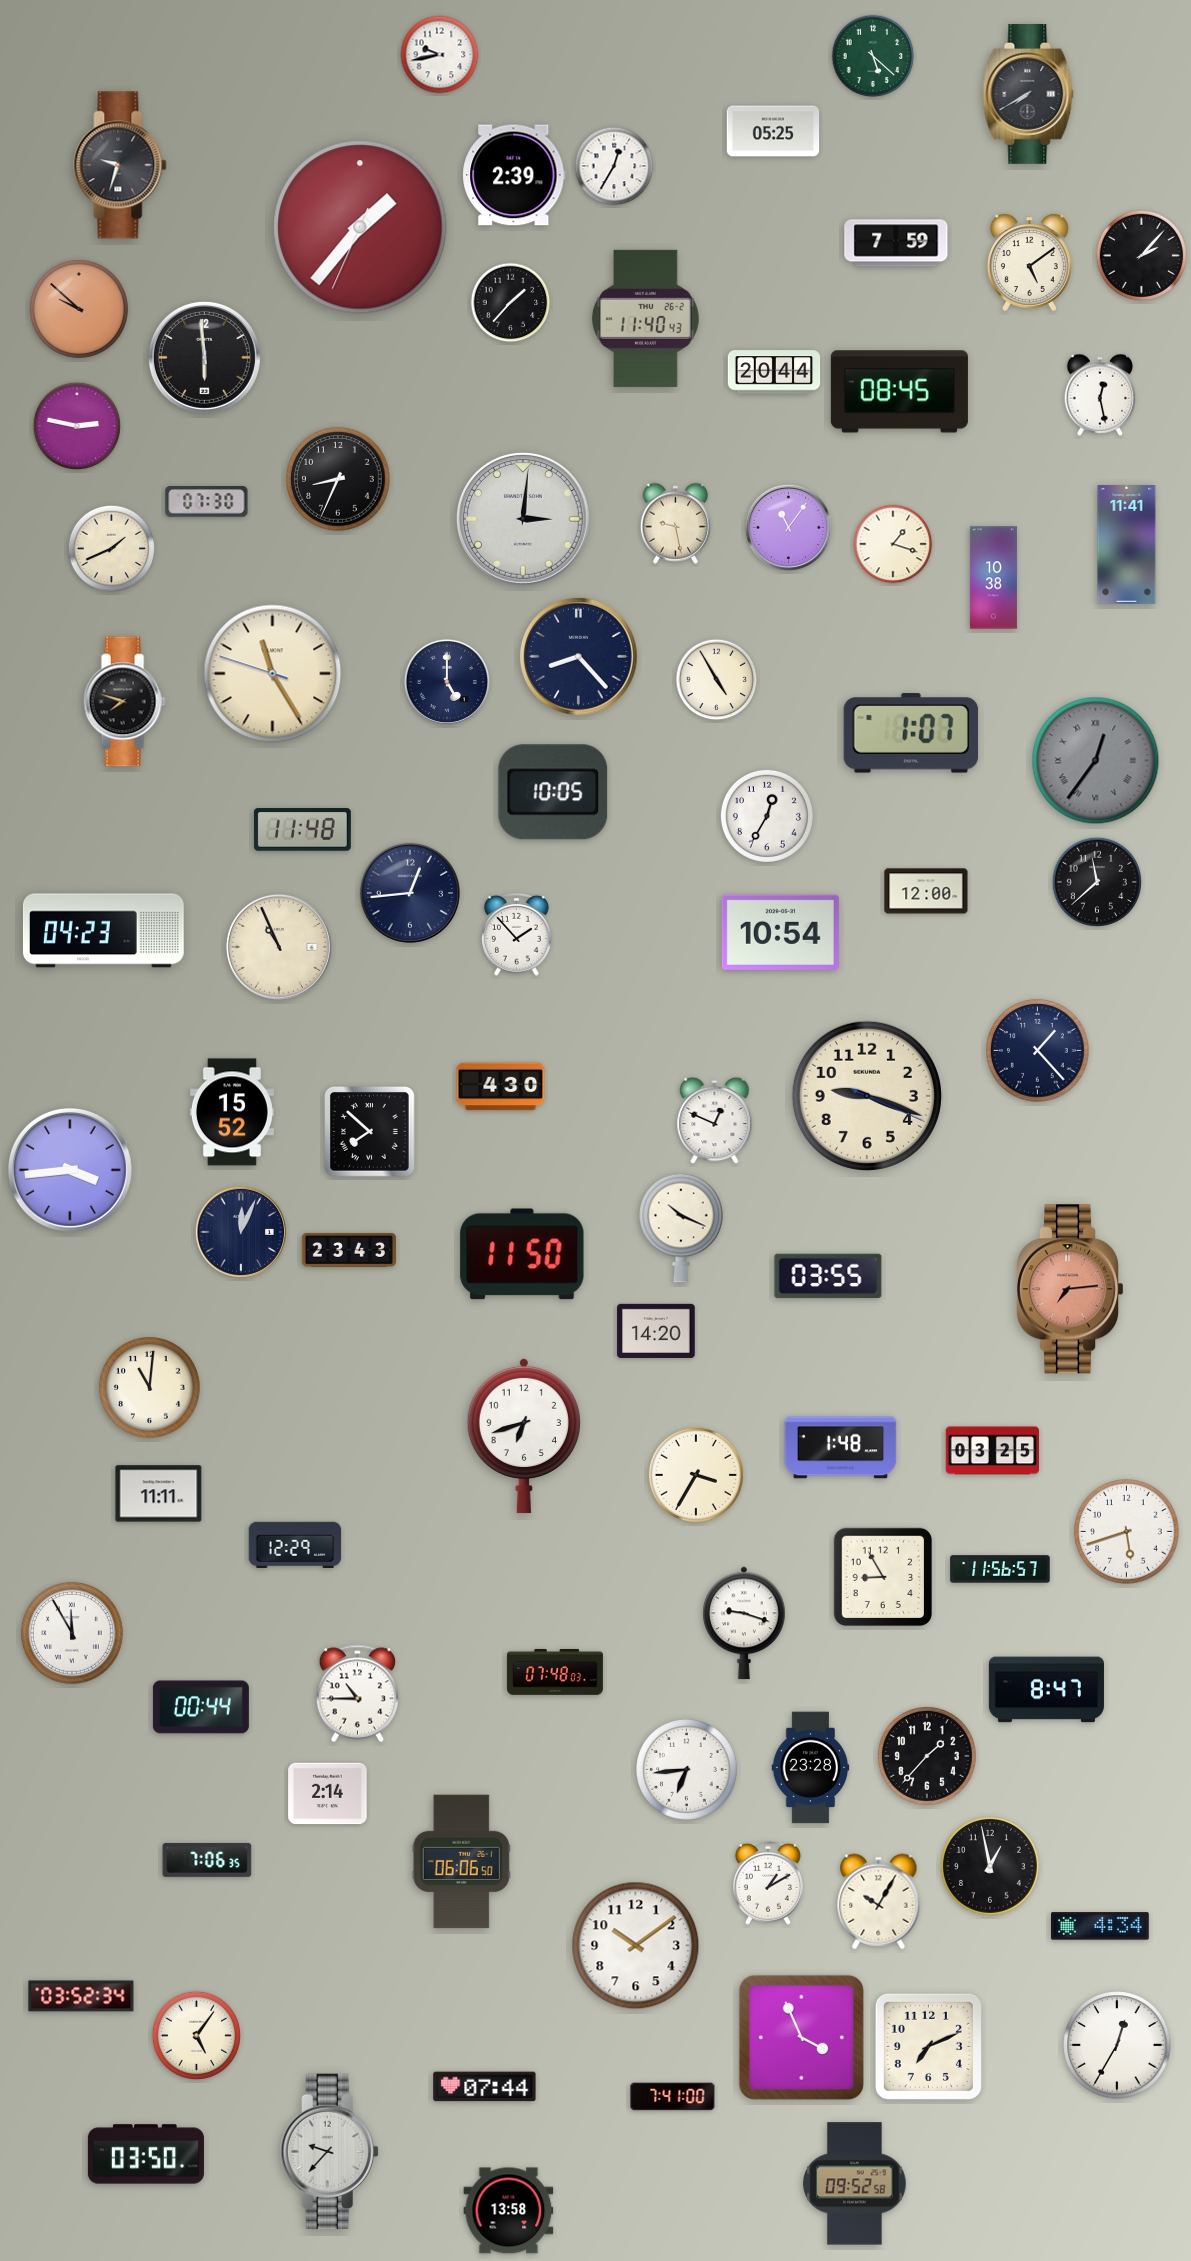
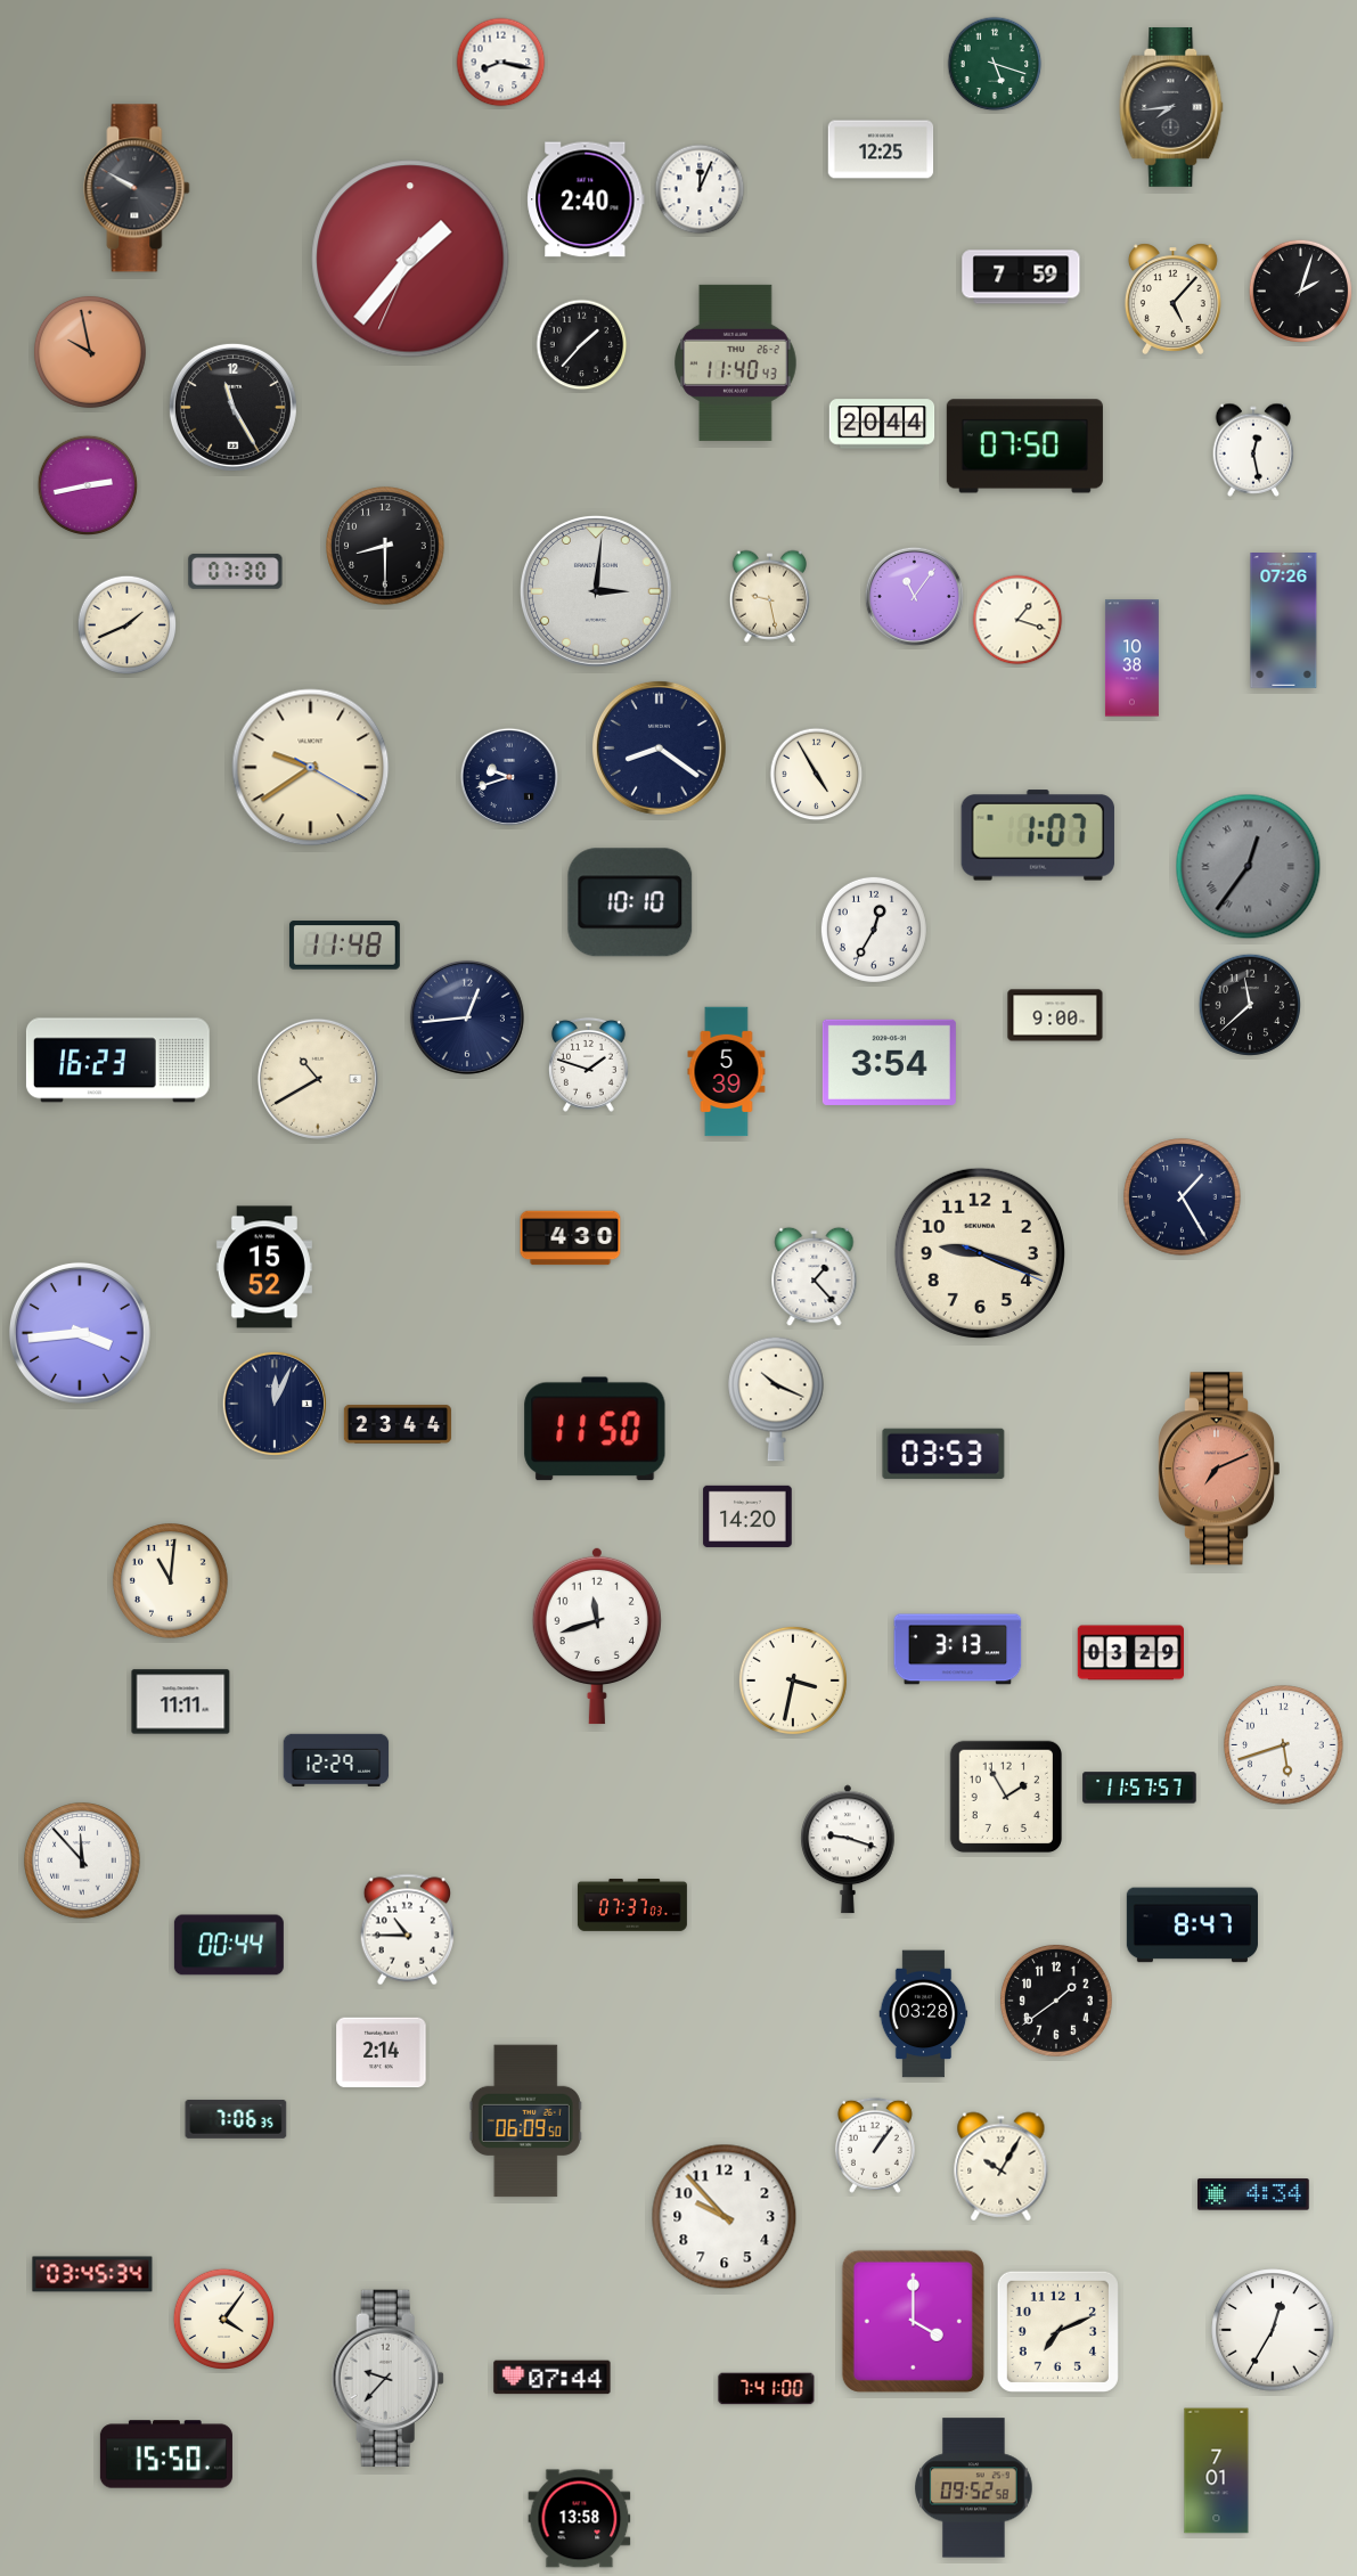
clock at (440, 55): 9:43 -> 8:17
clock at (873, 56): 5:22 -> 5:18
clock at (1028, 94): 7:40 -> 7:44
clock at (773, 131): 05:25 -> 12:25
clock at (120, 165): 9:33 -> 9:50
clock at (614, 166): 12:35 -> 12:04
clock at (514, 175): 2:39 -> 2:40
clock at (1141, 255): 2:07 -> 2:03
clock at (1029, 262): 5:09 -> 5:07
clock at (79, 309): 9:52 -> 9:58
clock at (204, 357): 5:59 -> 11:25
clock at (899, 392): 08:45 -> 07:50
clock at (76, 425): 2:47 -> 2:43
clock at (338, 479): 8:34 -> 8:30
clock at (788, 527) position: (788, 527) -> (914, 596)
clock at (1127, 545): 11:41 -> 07:26
clock at (578, 656): 8:23 -> 8:21
clock at (273, 674): 11:24 -> 9:39
clock at (446, 681): 5:00 -> 9:42
clock at (124, 702): 7:48 -> none
clock at (553, 792): 10:05 -> 10:10
clock at (926, 891): 12:00 -> 9:00
clock at (103, 931): 04:23 -> 16:23
clock at (780, 932): 10:54 -> 3:54
clock at (517, 934): 1:53 -> 1:48
clock at (727, 1072): none -> 5:39
clock at (279, 947): 10:56 -> 10:40
clock at (1038, 1051): 1:23 -> 1:25
clock at (867, 1096) position: (867, 1096) -> (980, 1253)
clock at (715, 1121): 12:49 -> 1:23
clock at (369, 1131): 7:52 -> none
clock at (349, 1250): 23:43 -> 23:44
clock at (828, 1276): 03:55 -> 03:53
clock at (1071, 1289): 7:14 -> 7:11
clock at (524, 1436): 6:42 -> 11:42
clock at (841, 1448): 1:48 -> 3:13
clock at (992, 1451): 03:25 -> 03:29
clock at (696, 1475): 3:35 -> 3:32
clock at (1000, 1569): 11:56 -> 11:57
clock at (883, 1577): 8:55 -> 1:55
clock at (72, 1633): 11:55 -> 11:53
clock at (555, 1672): 07:48 -> 07:37
clock at (927, 1756): 1:37 -> 1:39
clock at (811, 1768): 23:28 -> 03:28
clock at (687, 1770): 6:44 -> none
clock at (328, 1794) position: (328, 1794) -> (382, 2053)
clock at (461, 1862): 06:06 -> 06:09
clock at (990, 1866): 12:58 -> none
clock at (768, 1883): 1:10 -> 1:06
clock at (636, 1946): 10:09 -> 9:53
clock at (81, 1996): 03:52 -> 03:45
clock at (196, 2035): 5:06 -> 4:06
clock at (801, 2037): 3:56 -> 4:00
clock at (329, 2152) position: (329, 2152) -> (387, 2379)
clock at (146, 2154): 03:50 -> 15:50
clock at (1217, 2471): none -> 7:01
